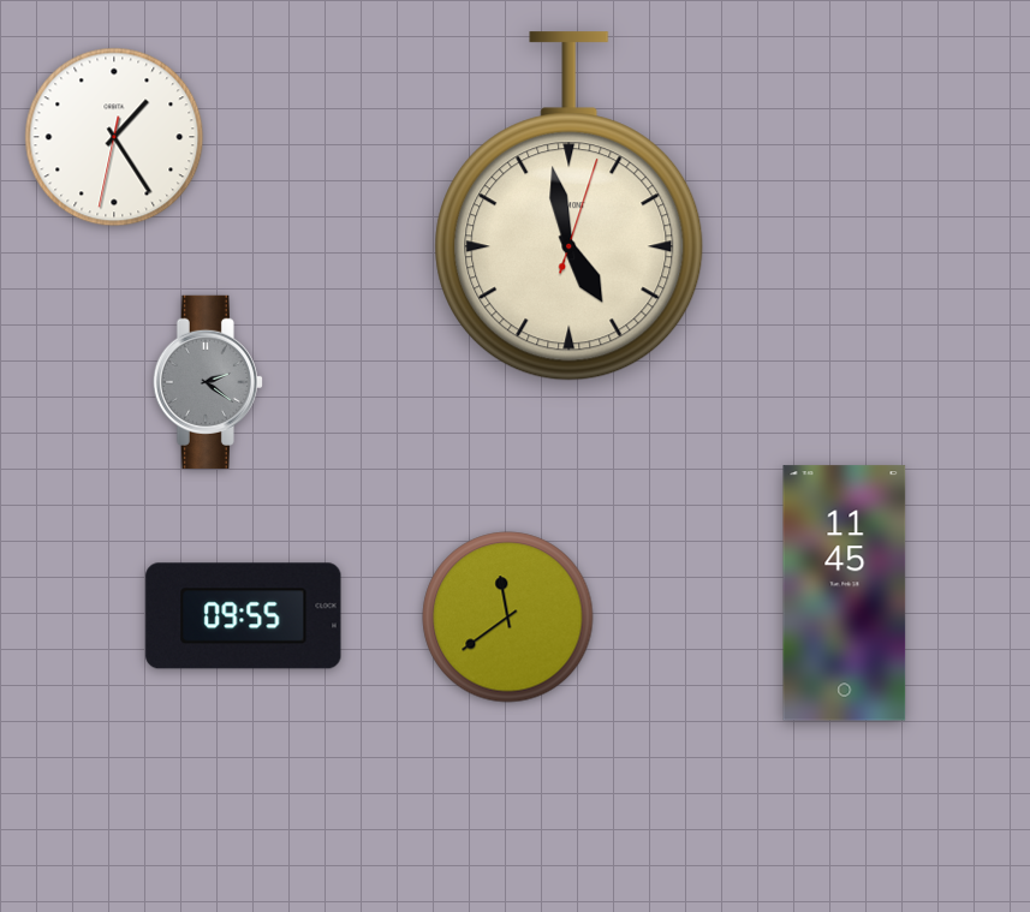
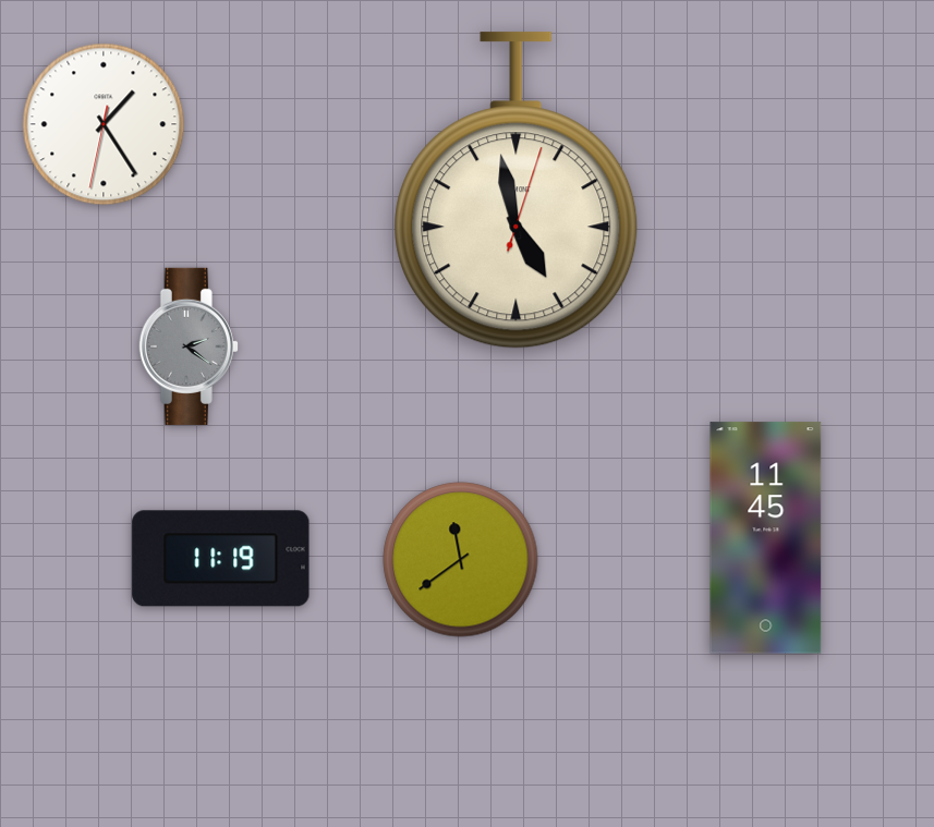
clock at (570, 207) position: (570, 207) -> (517, 191)
clock at (244, 616): 09:55 -> 11:19
